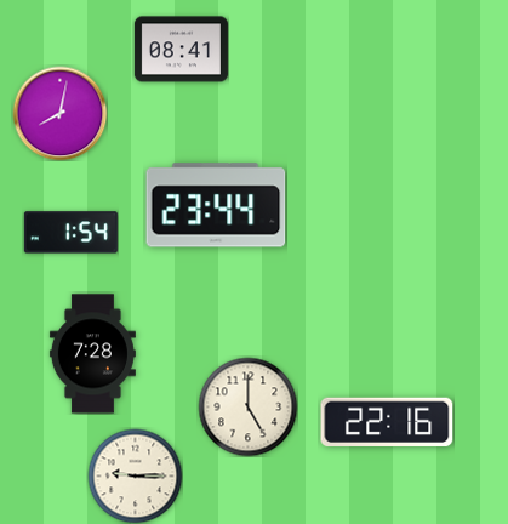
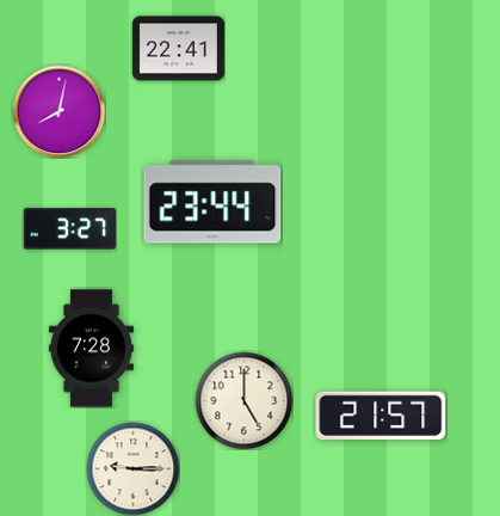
clock at (181, 50): 08:41 -> 22:41
clock at (70, 233): 1:54 -> 3:27
clock at (387, 422): 22:16 -> 21:57
